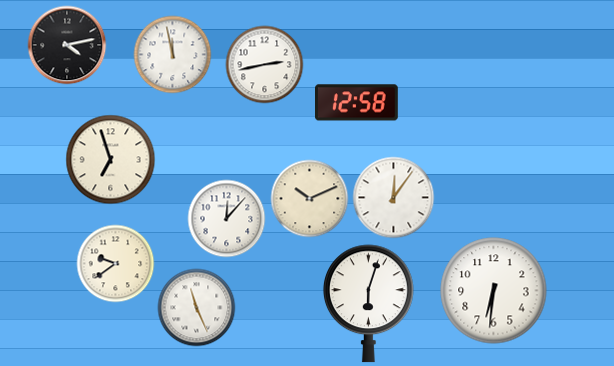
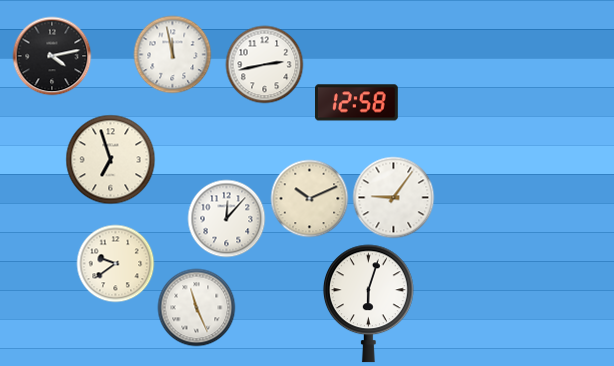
clock at (67, 45) position: (67, 45) -> (52, 56)
clock at (393, 197): 12:06 -> 9:06
clock at (494, 291): 6:31 -> none
